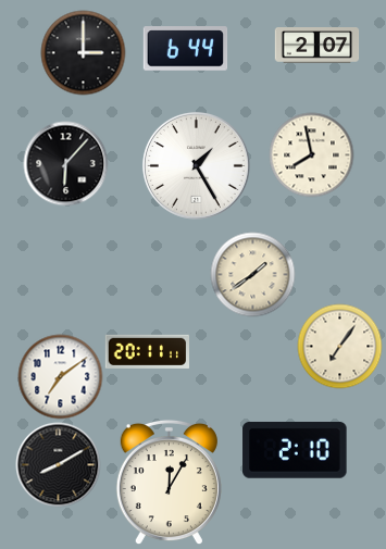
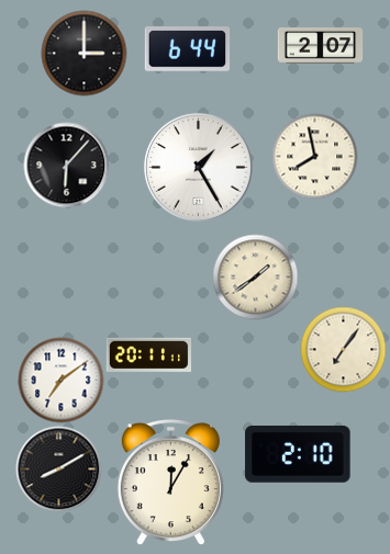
clock at (169, 482) position: (169, 482) -> (170, 482)
